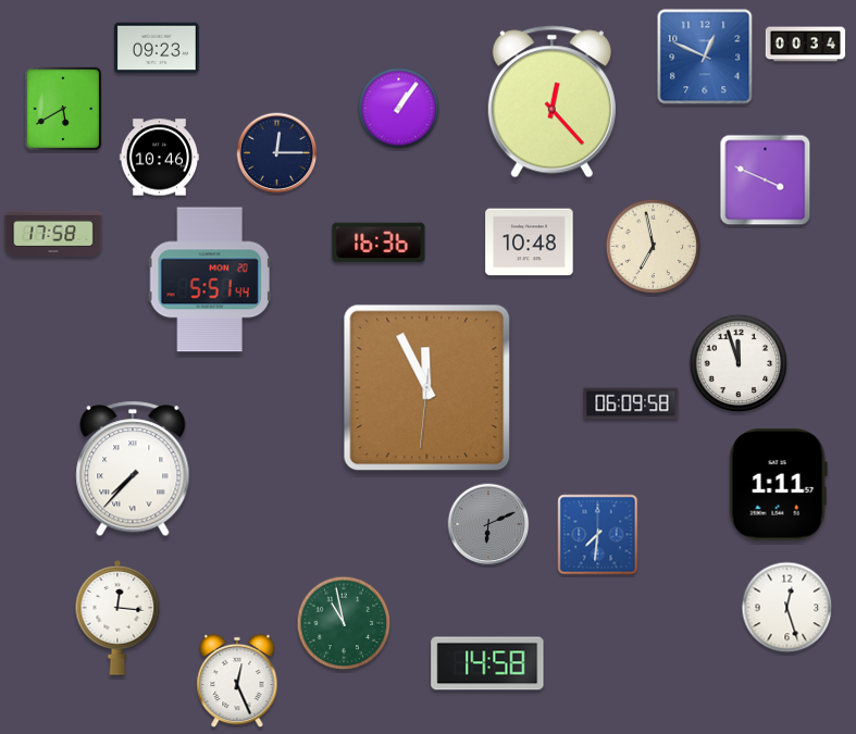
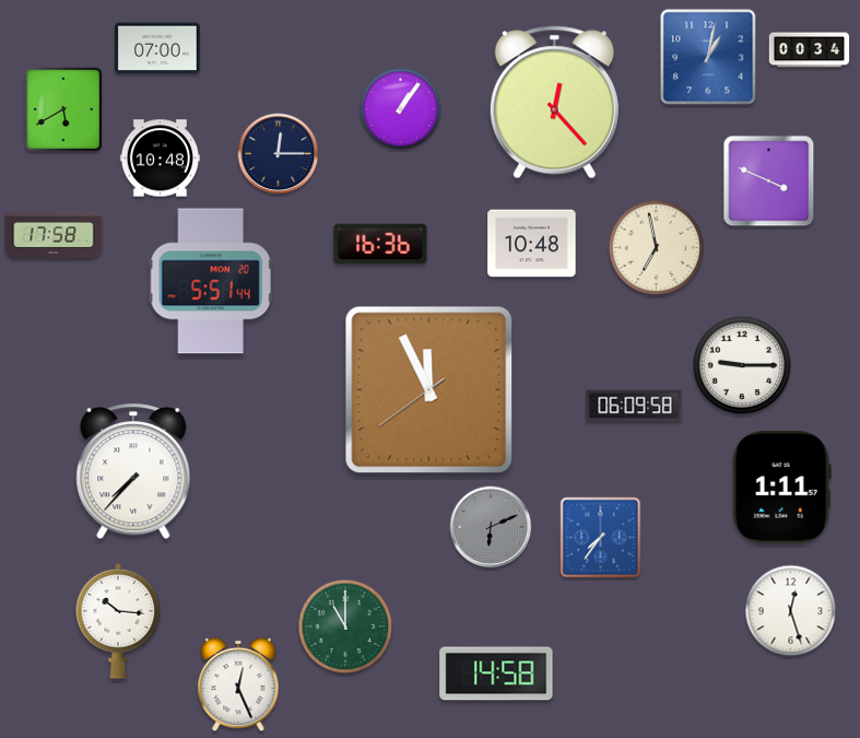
clock at (806, 45) position: (806, 45) -> (810, 50)
clock at (158, 48): 09:23 -> 07:00
clock at (705, 57): 12:49 -> 1:02
clock at (160, 158): 10:46 -> 10:48
clock at (739, 363): 11:57 -> 9:15
clock at (427, 388): 11:55:31 -> 11:55:39
clock at (598, 535): 7:31 -> 7:36
clock at (117, 619): 12:16 -> 10:16
clock at (344, 623): 10:58 -> 11:00
clock at (487, 663) position: (487, 663) -> (496, 673)
